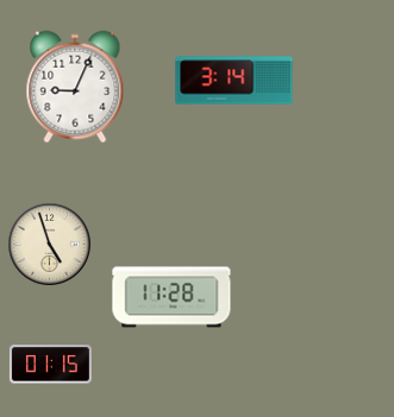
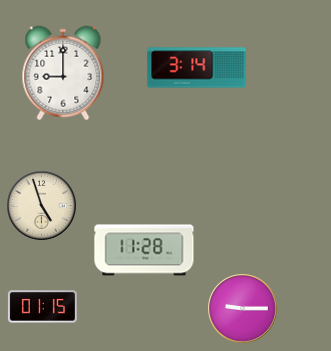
clock at (75, 87): 9:04 -> 9:00
clock at (243, 309): none -> 9:15
